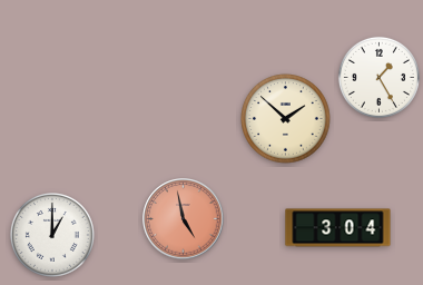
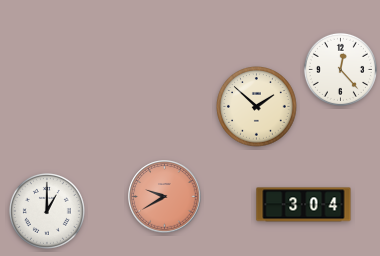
clock at (378, 77): 1:25 -> 12:23
clock at (184, 219): 4:58 -> 9:40
